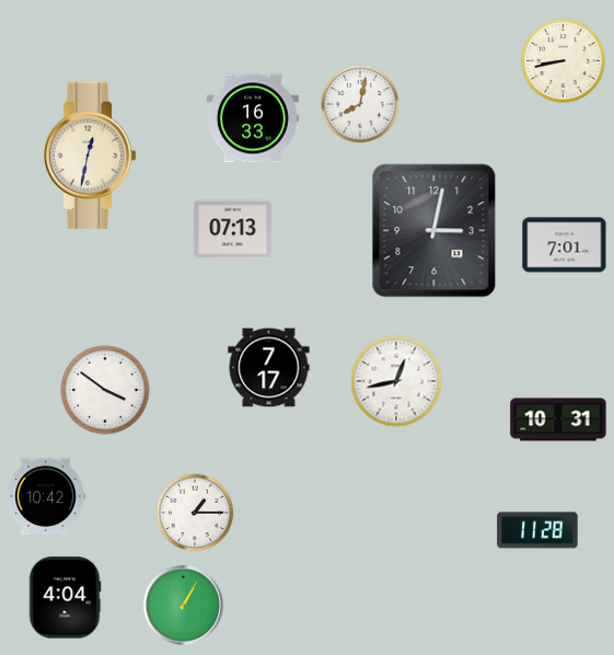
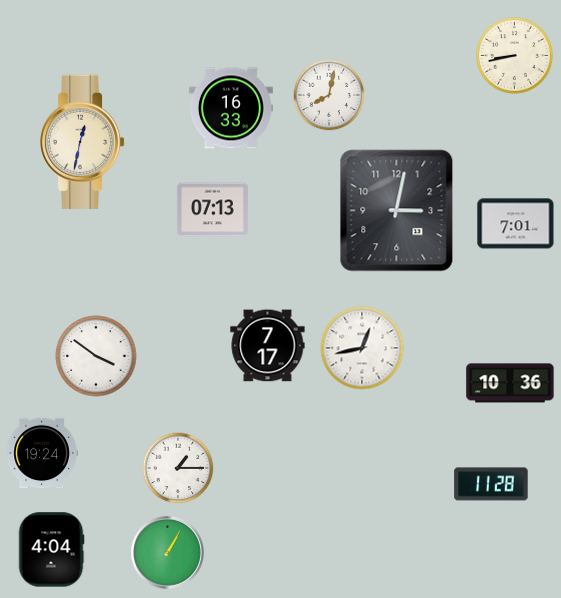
clock at (269, 368) position: (269, 368) -> (268, 346)
clock at (558, 420): 10:31 -> 10:36
clock at (46, 496): 10:42 -> 19:24
clock at (65, 598) position: (65, 598) -> (51, 550)
